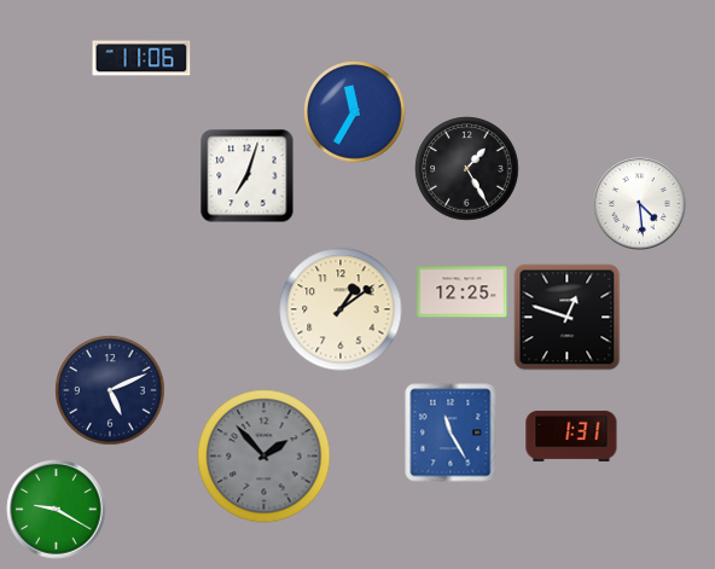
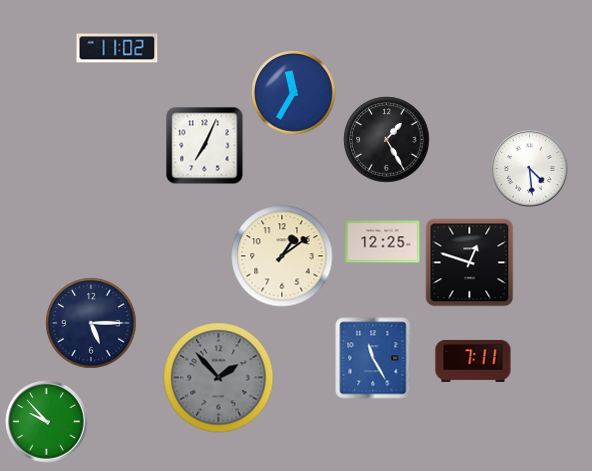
clock at (141, 58): 11:06 -> 11:02
clock at (248, 176): 7:03 -> 7:04
clock at (110, 390): 5:11 -> 5:15
clock at (571, 436): 1:31 -> 7:11
clock at (57, 510): 9:20 -> 9:53
